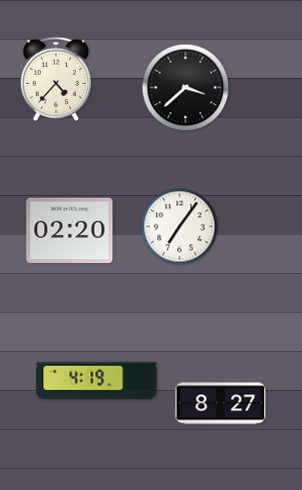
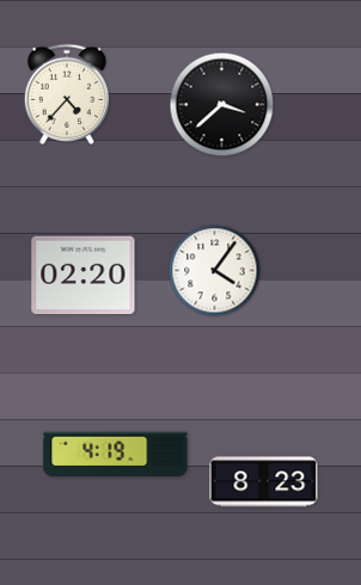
clock at (180, 227): 7:06 -> 4:06
clock at (221, 404): 8:27 -> 8:23
